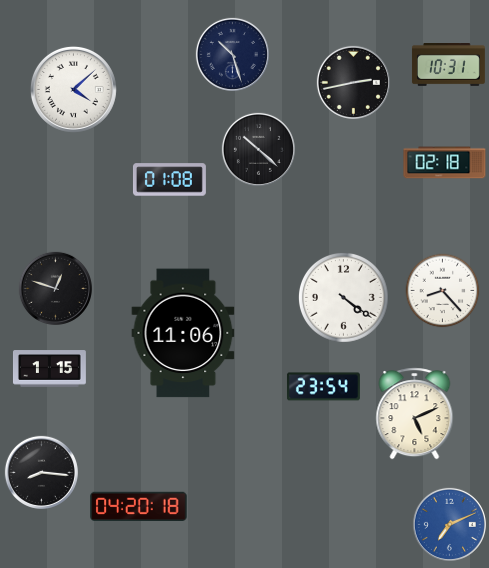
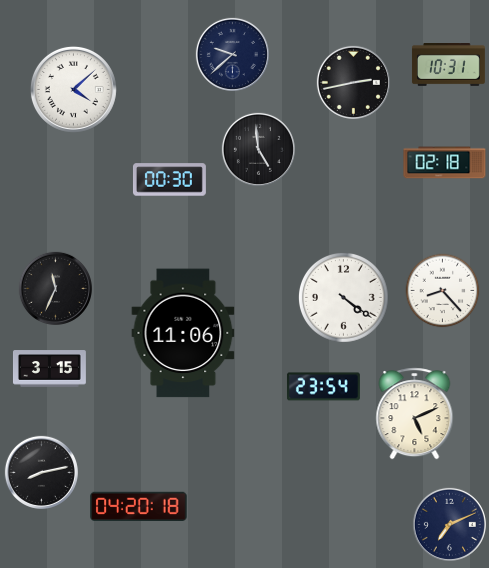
clock at (232, 54): 10:27 -> 9:38
clock at (258, 149): 10:22 -> 4:59
clock at (169, 180): 01:08 -> 00:30
clock at (55, 288): 12:48 -> 11:34
clock at (49, 369): 1:15 -> 3:15
clock at (41, 472): 8:16 -> 8:13
clock at (449, 524) dial: blue -> navy
